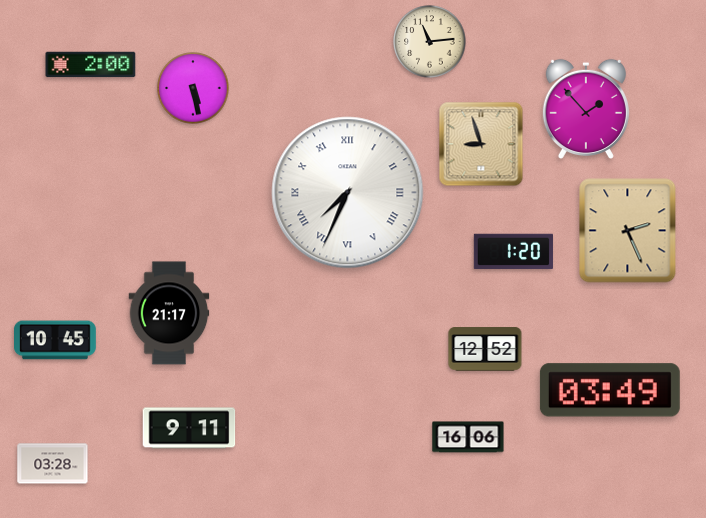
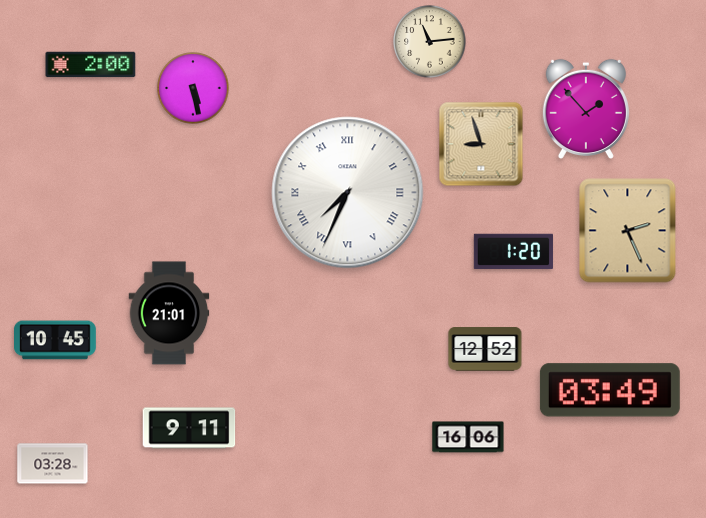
clock at (169, 313): 21:17 -> 21:01
